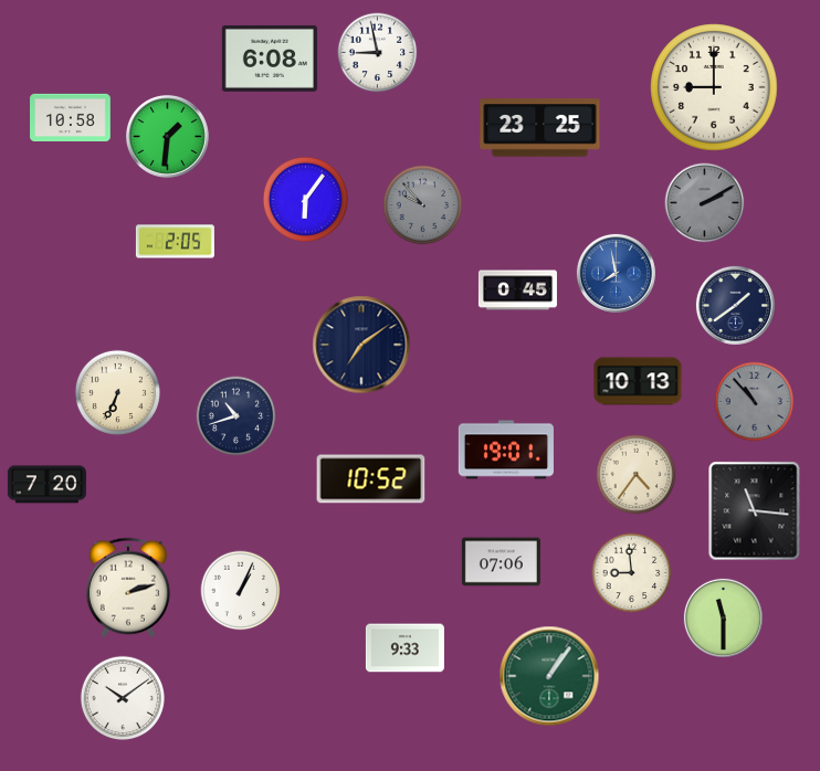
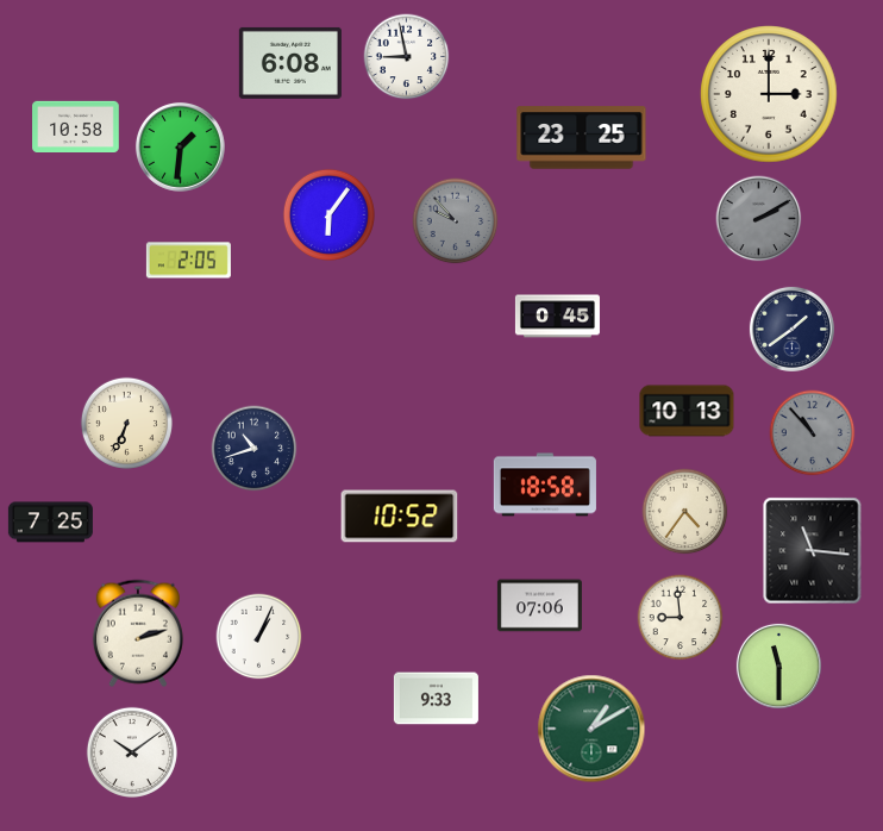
clock at (714, 87): 9:00 -> 3:00
clock at (616, 273): 7:58 -> none
clock at (517, 291) position: (517, 291) -> (557, 317)
clock at (361, 345): 7:09 -> none
clock at (506, 450): 19:01 -> 18:58
clock at (46, 485): 7:20 -> 7:25
clock at (549, 676): 1:06 -> 1:10
